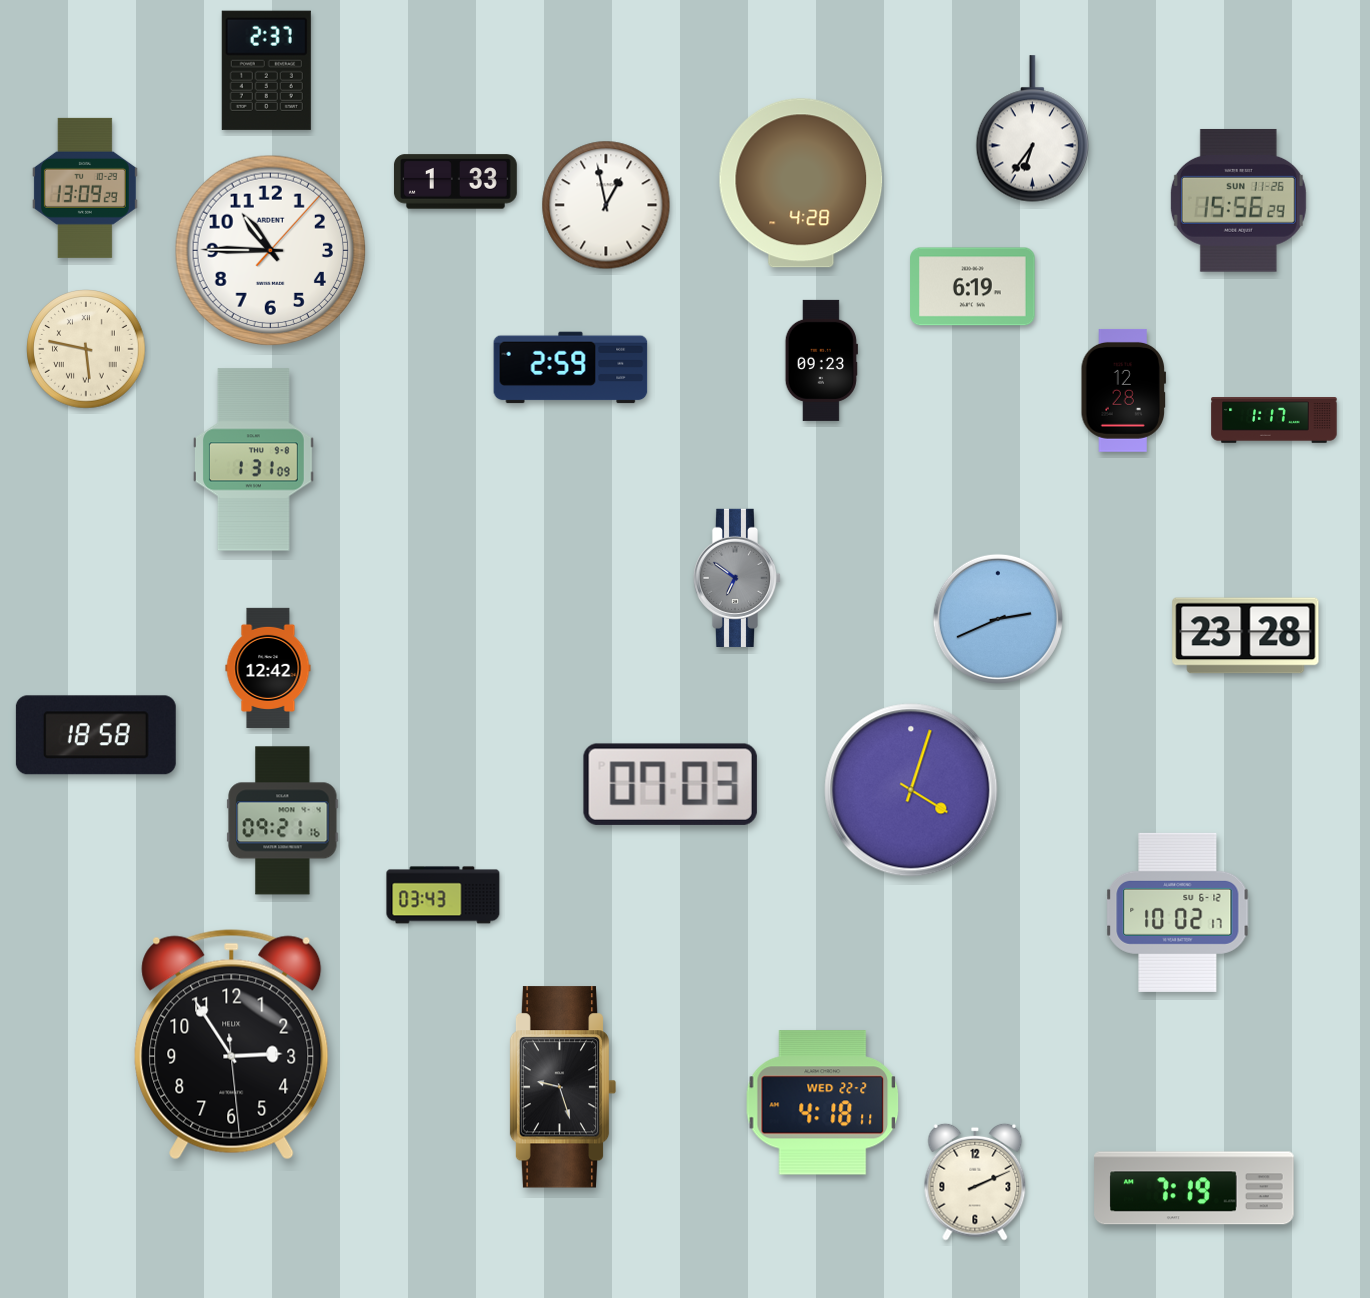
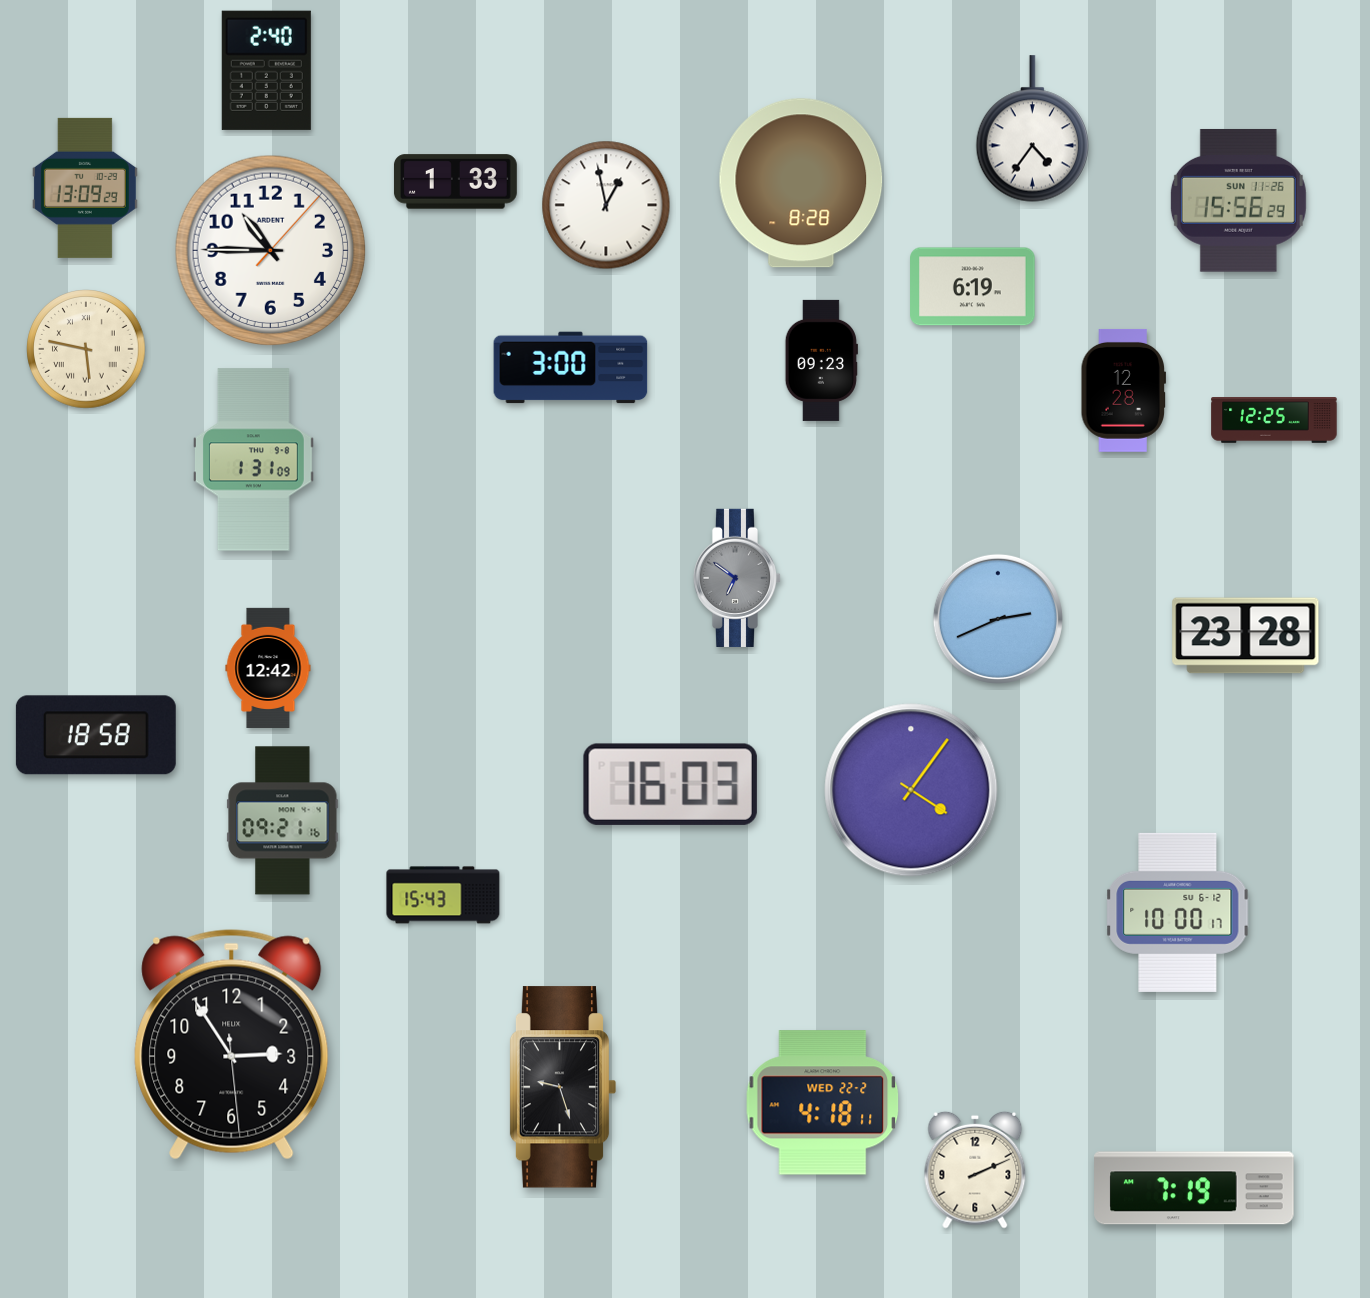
clock at (266, 70): 2:37 -> 2:40
clock at (1032, 129): 6:36 -> 4:36
clock at (801, 183): 4:28 -> 8:28
clock at (571, 368): 2:59 -> 3:00
clock at (1274, 421): 1:17 -> 12:25
clock at (670, 784): 07:03 -> 16:03
clock at (911, 790): 4:03 -> 4:06
clock at (443, 895): 03:43 -> 15:43
clock at (1178, 912): 10:02 -> 10:00
clock at (975, 1182) position: (975, 1182) -> (975, 1170)
